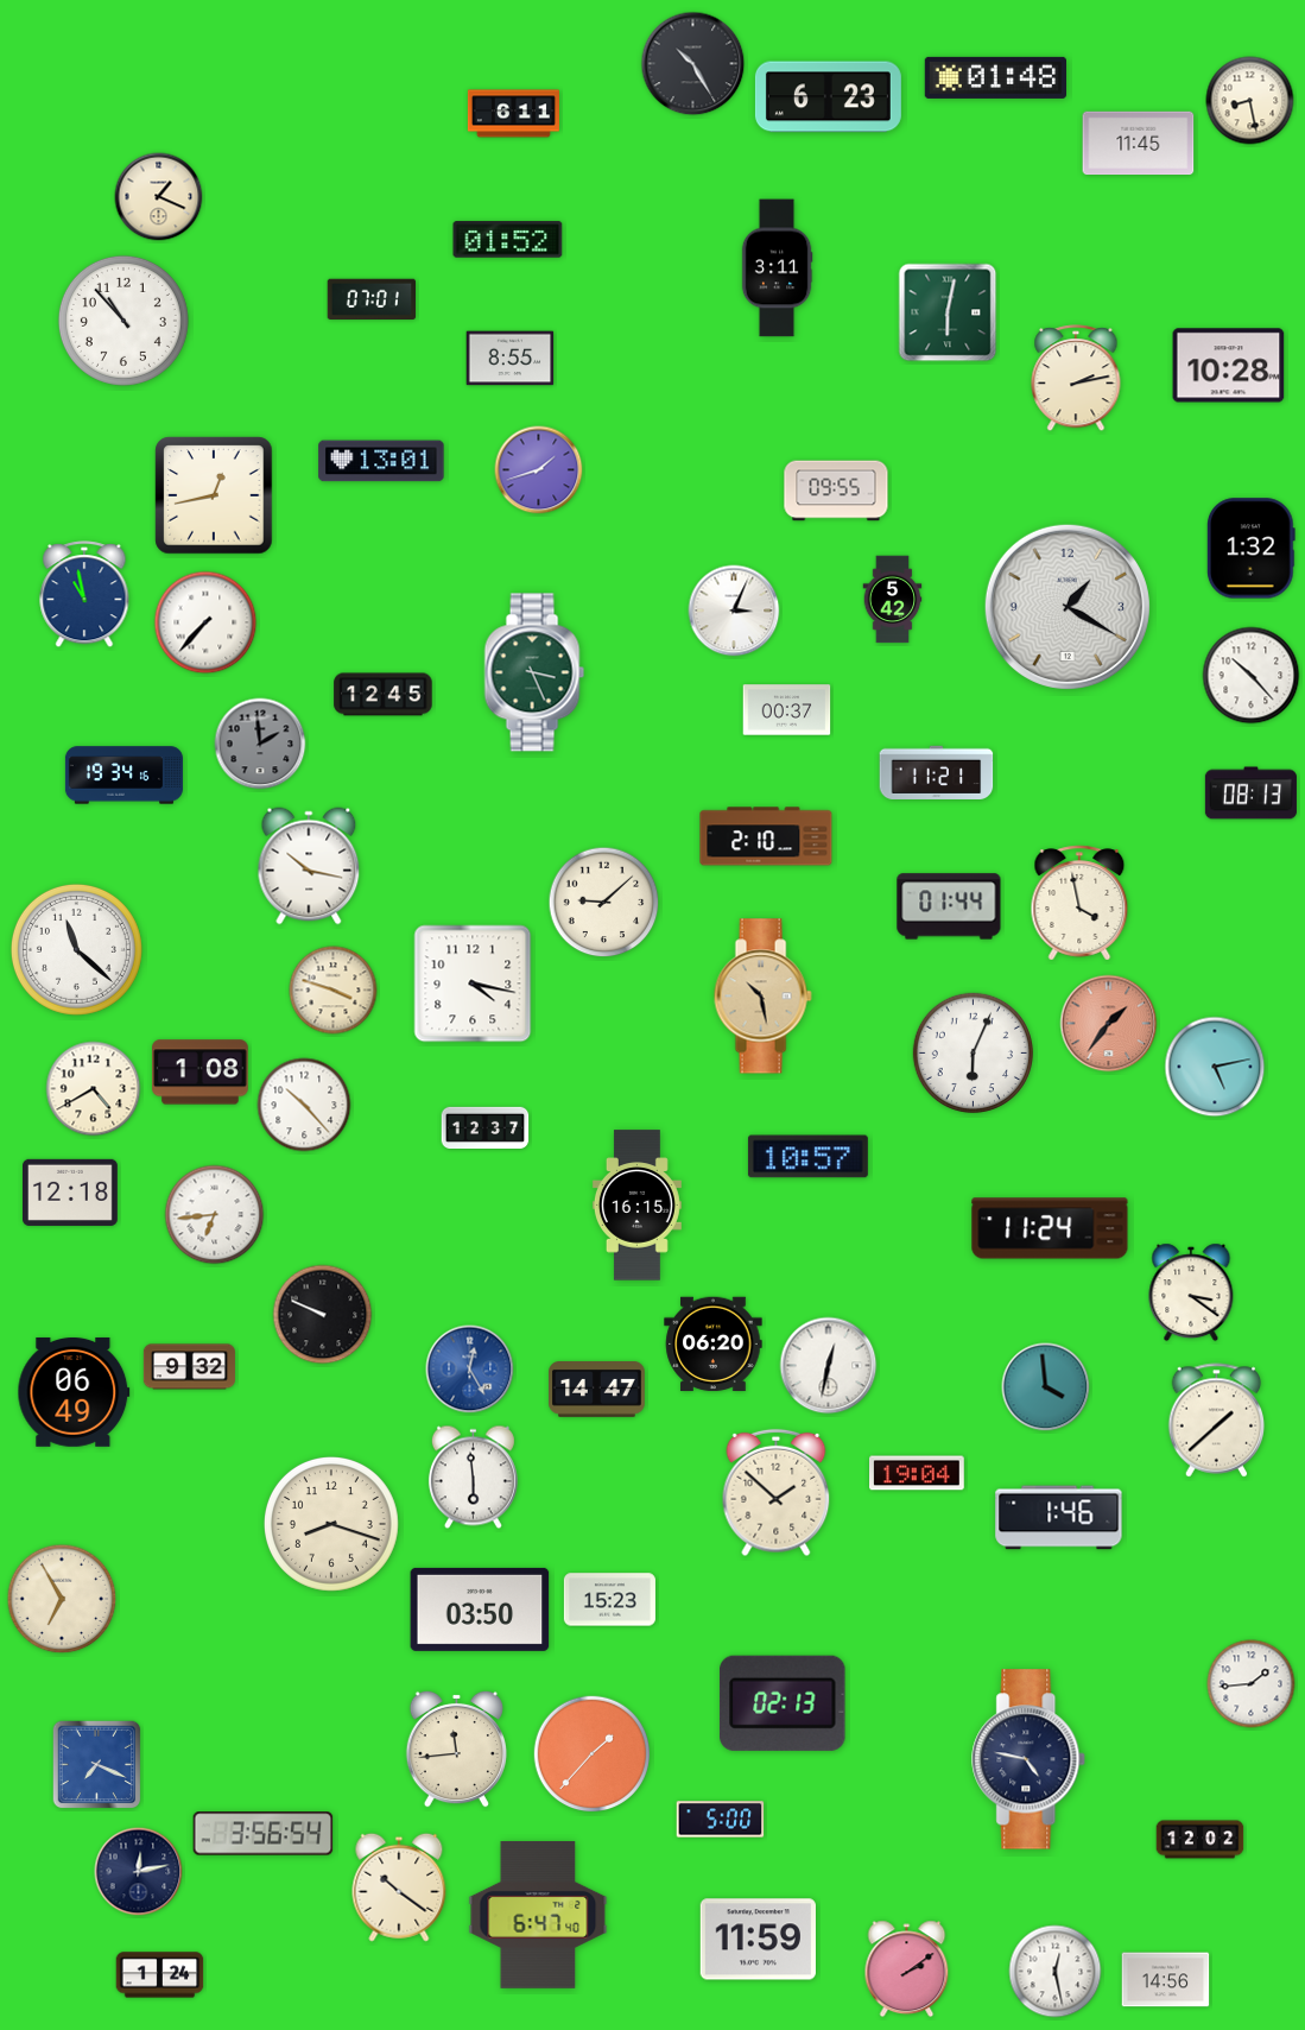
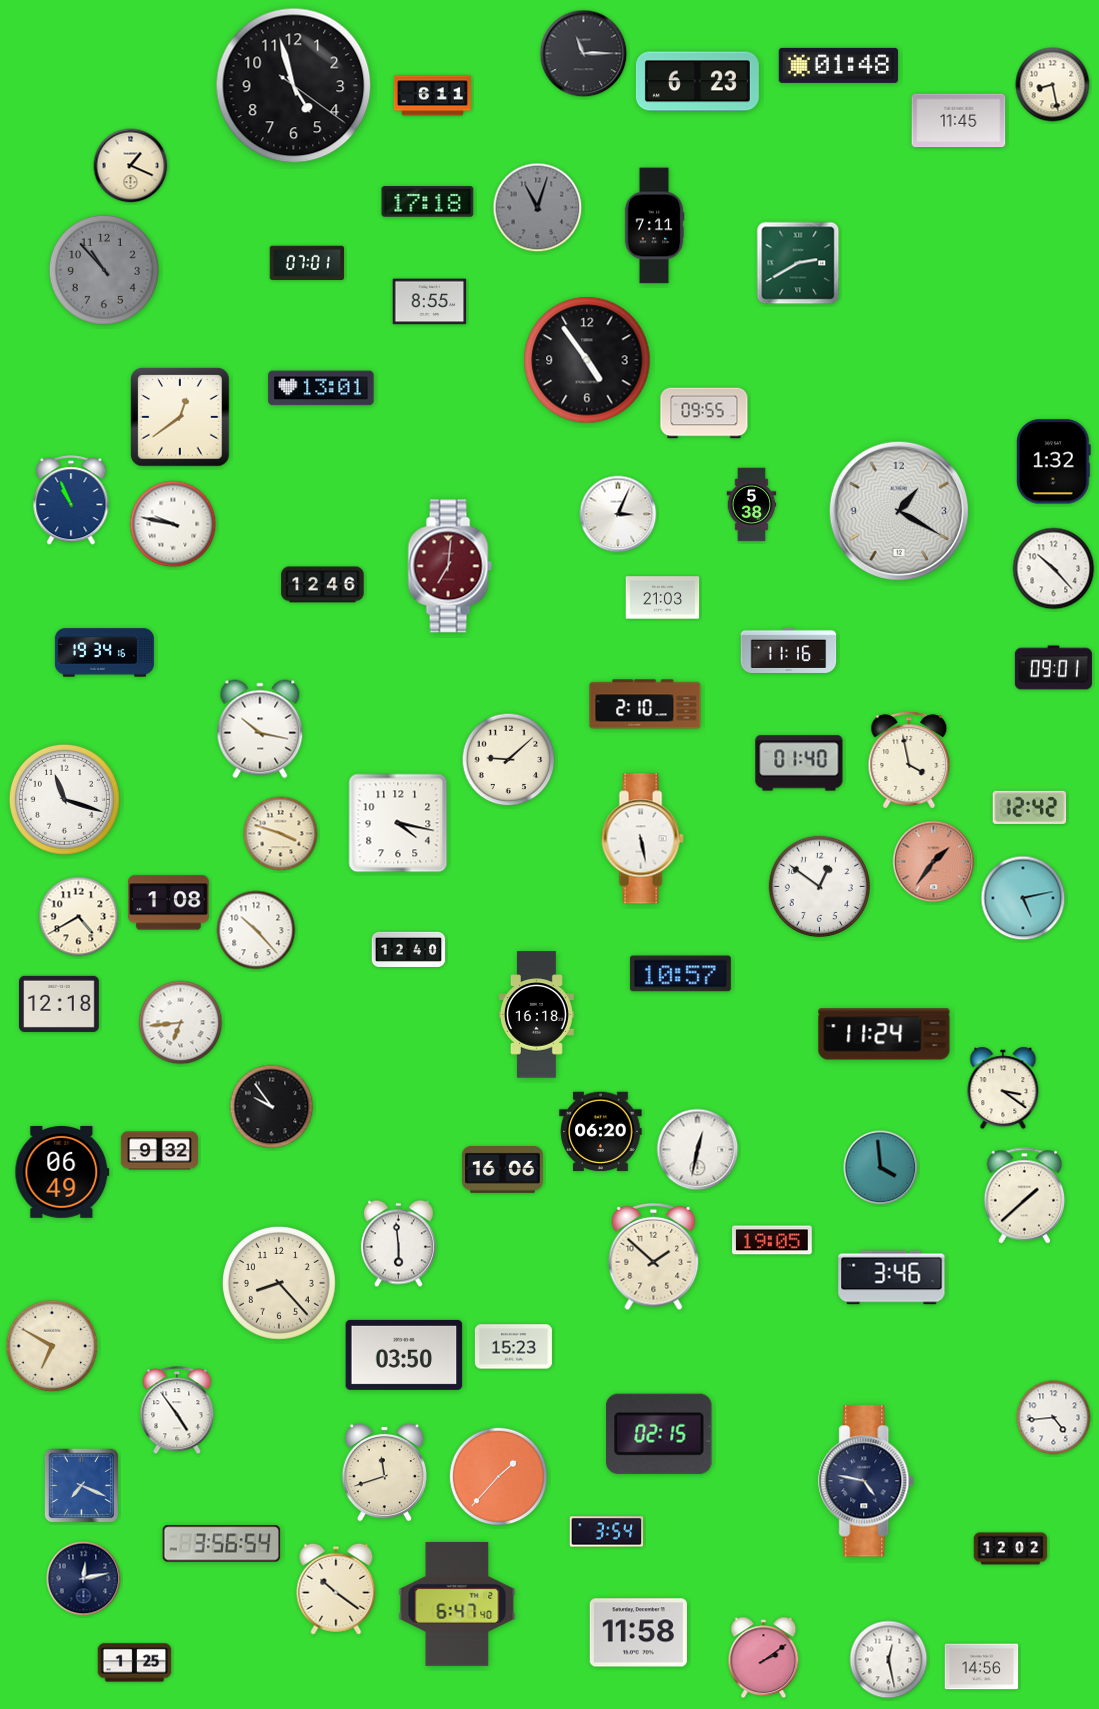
clock at (693, 64): 10:25 -> 11:15
clock at (294, 86): none -> 4:57
clock at (159, 197) position: (159, 197) -> (131, 166)
clock at (508, 240): 01:52 -> 17:18
clock at (538, 208): none -> 11:03
clock at (777, 268): 3:11 -> 7:11
clock at (372, 299) position: (372, 299) -> (307, 263)
clock at (948, 312): 6:02 -> 2:40
clock at (123, 321) dial: white -> grey
clock at (1229, 366): 10:28 -> none
clock at (1076, 379): 2:13 -> none
clock at (587, 360): none -> 4:54
clock at (539, 470): 1:42 -> none
clock at (214, 495): 12:43 -> 12:39
clock at (84, 595): 10:58 -> 10:56
clock at (893, 600): 5:42 -> 5:38
clock at (205, 622): 7:37 -> 9:47
clock at (534, 672): 3:26 -> 7:01
clock at (534, 672) dial: green -> burgundy
clock at (384, 695): 12:45 -> 12:46
clock at (787, 710): 00:37 -> 21:03
clock at (260, 744): 1:59 -> none
clock at (937, 772): 11:21 -> 11:16
clock at (1250, 793): 08:13 -> 09:01
clock at (949, 906): 01:44 -> 01:40
clock at (76, 949): 11:22 -> 11:18
clock at (1030, 807): none -> 12:42
clock at (473, 984) position: (473, 984) -> (398, 823)
clock at (762, 997): 10:28 -> 5:28
clock at (762, 997) dial: champagne -> white
clock at (973, 1052): 6:04 -> 12:51
clock at (486, 1127): 12:37 -> 12:40
clock at (636, 1206): 16:15 -> 16:18
clock at (323, 1315): 9:49 -> 9:54
clock at (470, 1370): 12:25 -> none
clock at (597, 1390): 14:47 -> 16:06
clock at (918, 1473): 19:04 -> 19:05
clock at (1059, 1518): 1:46 -> 3:46
clock at (331, 1524): 8:18 -> 8:23
clock at (62, 1599): 6:55 -> 6:50
clock at (177, 1411): none -> 4:54
clock at (1252, 1684): 1:44 -> 4:44
clock at (783, 1703): 02:13 -> 02:15
clock at (456, 1748): 11:44 -> 11:42
clock at (721, 1820): 5:00 -> 3:54
clock at (139, 1872) position: (139, 1872) -> (84, 1579)
clock at (538, 1915) position: (538, 1915) -> (457, 1604)
clock at (758, 1940): 11:59 -> 11:58
clock at (160, 1975): 1:24 -> 1:25
